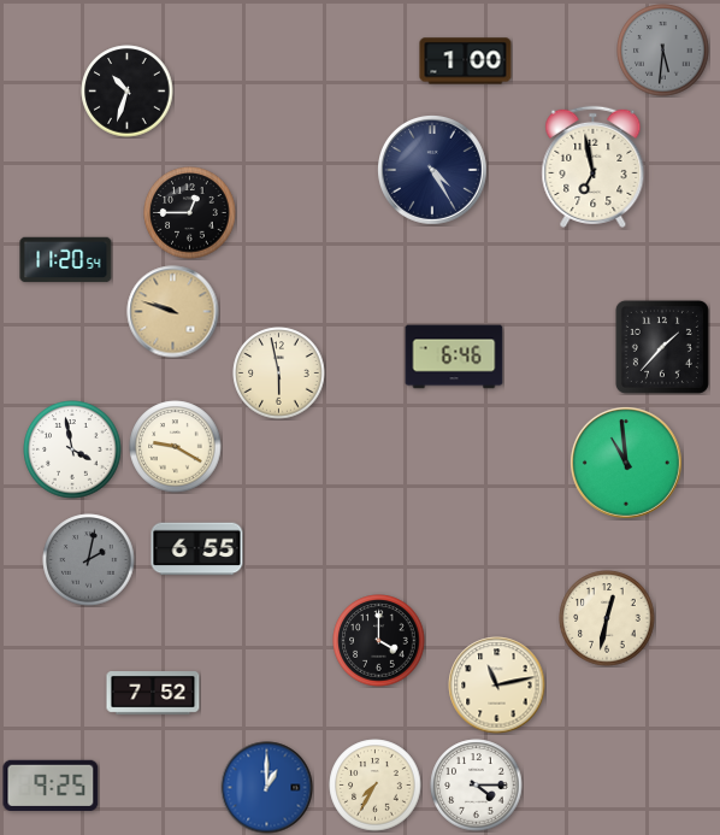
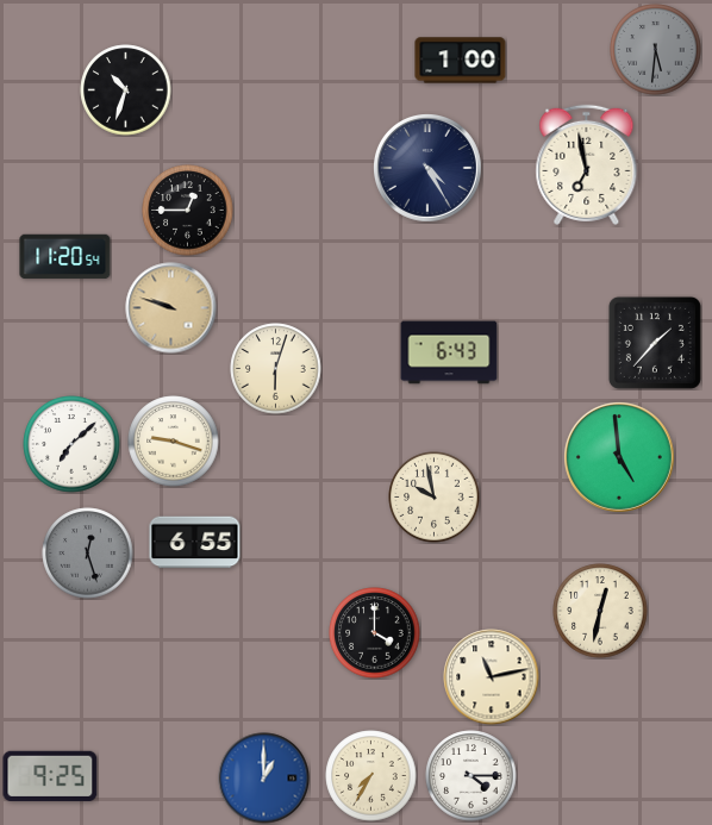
clock at (454, 357): 6:46 -> 6:43
clock at (279, 374): 5:58 -> 6:03
clock at (176, 447): 9:20 -> 9:18
clock at (72, 449): 3:58 -> 7:08
clock at (626, 463): 10:59 -> 4:59
clock at (435, 498): none -> 9:58
clock at (89, 560): 2:02 -> 12:27
clock at (153, 694): 7:52 -> none
